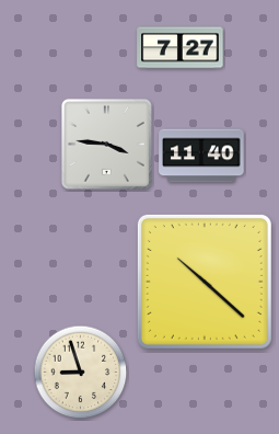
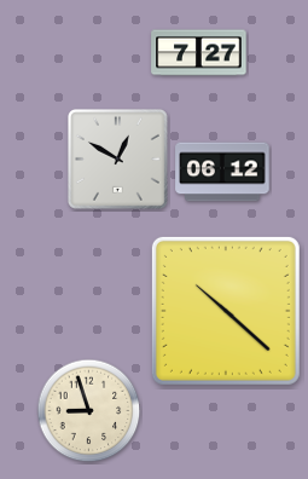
clock at (106, 144): 3:46 -> 12:50
clock at (201, 156): 11:40 -> 06:12
